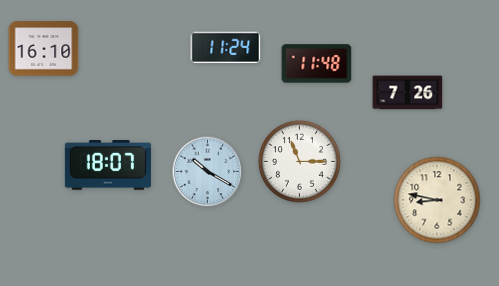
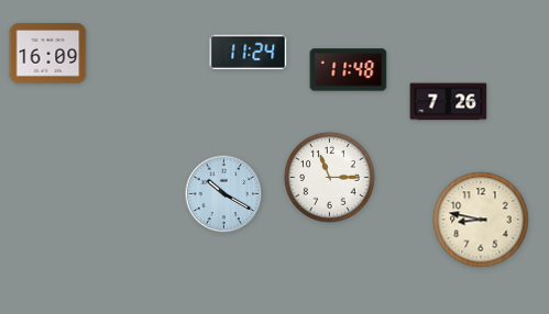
clock at (44, 49): 16:10 -> 16:09
clock at (108, 166): 18:07 -> none
clock at (208, 172) position: (208, 172) -> (224, 194)
